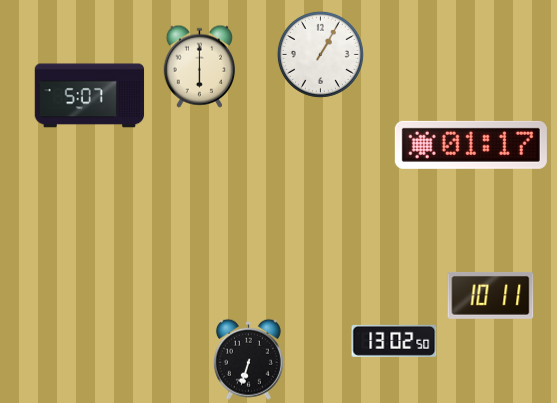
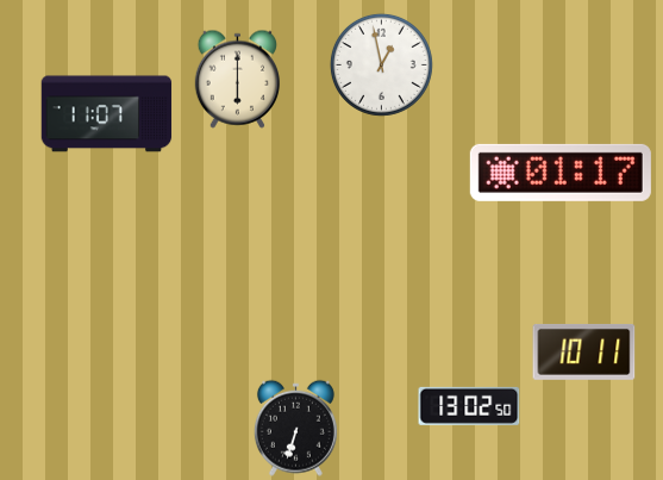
clock at (320, 54): 1:05 -> 12:58
clock at (90, 96): 5:07 -> 11:07
